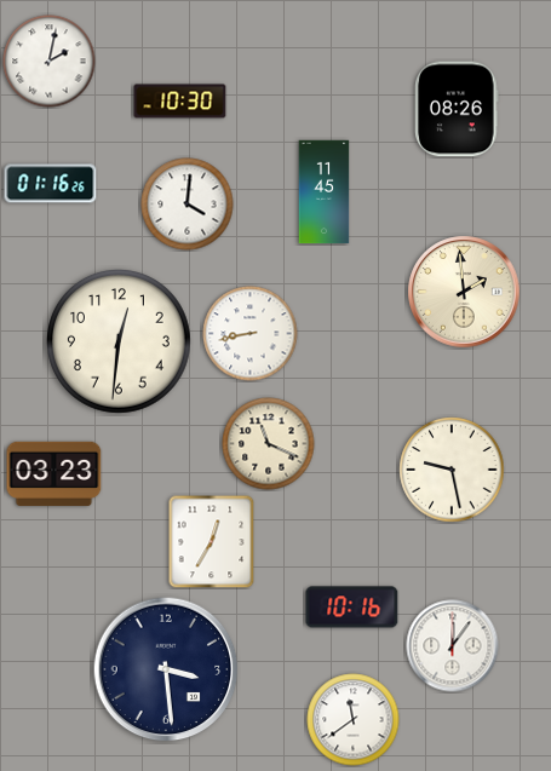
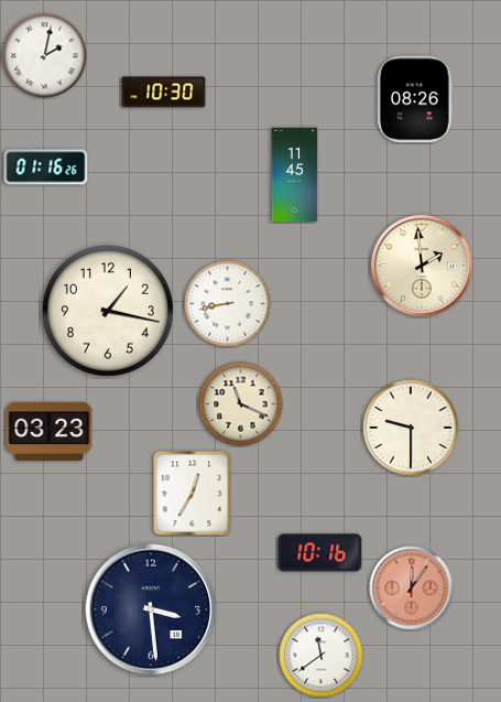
clock at (188, 205): 4:01 -> none
clock at (120, 343): 12:31 -> 1:17
clock at (269, 444) position: (269, 444) -> (241, 404)
clock at (452, 470): 9:28 -> 9:30
clock at (453, 646) dial: white -> salmon
